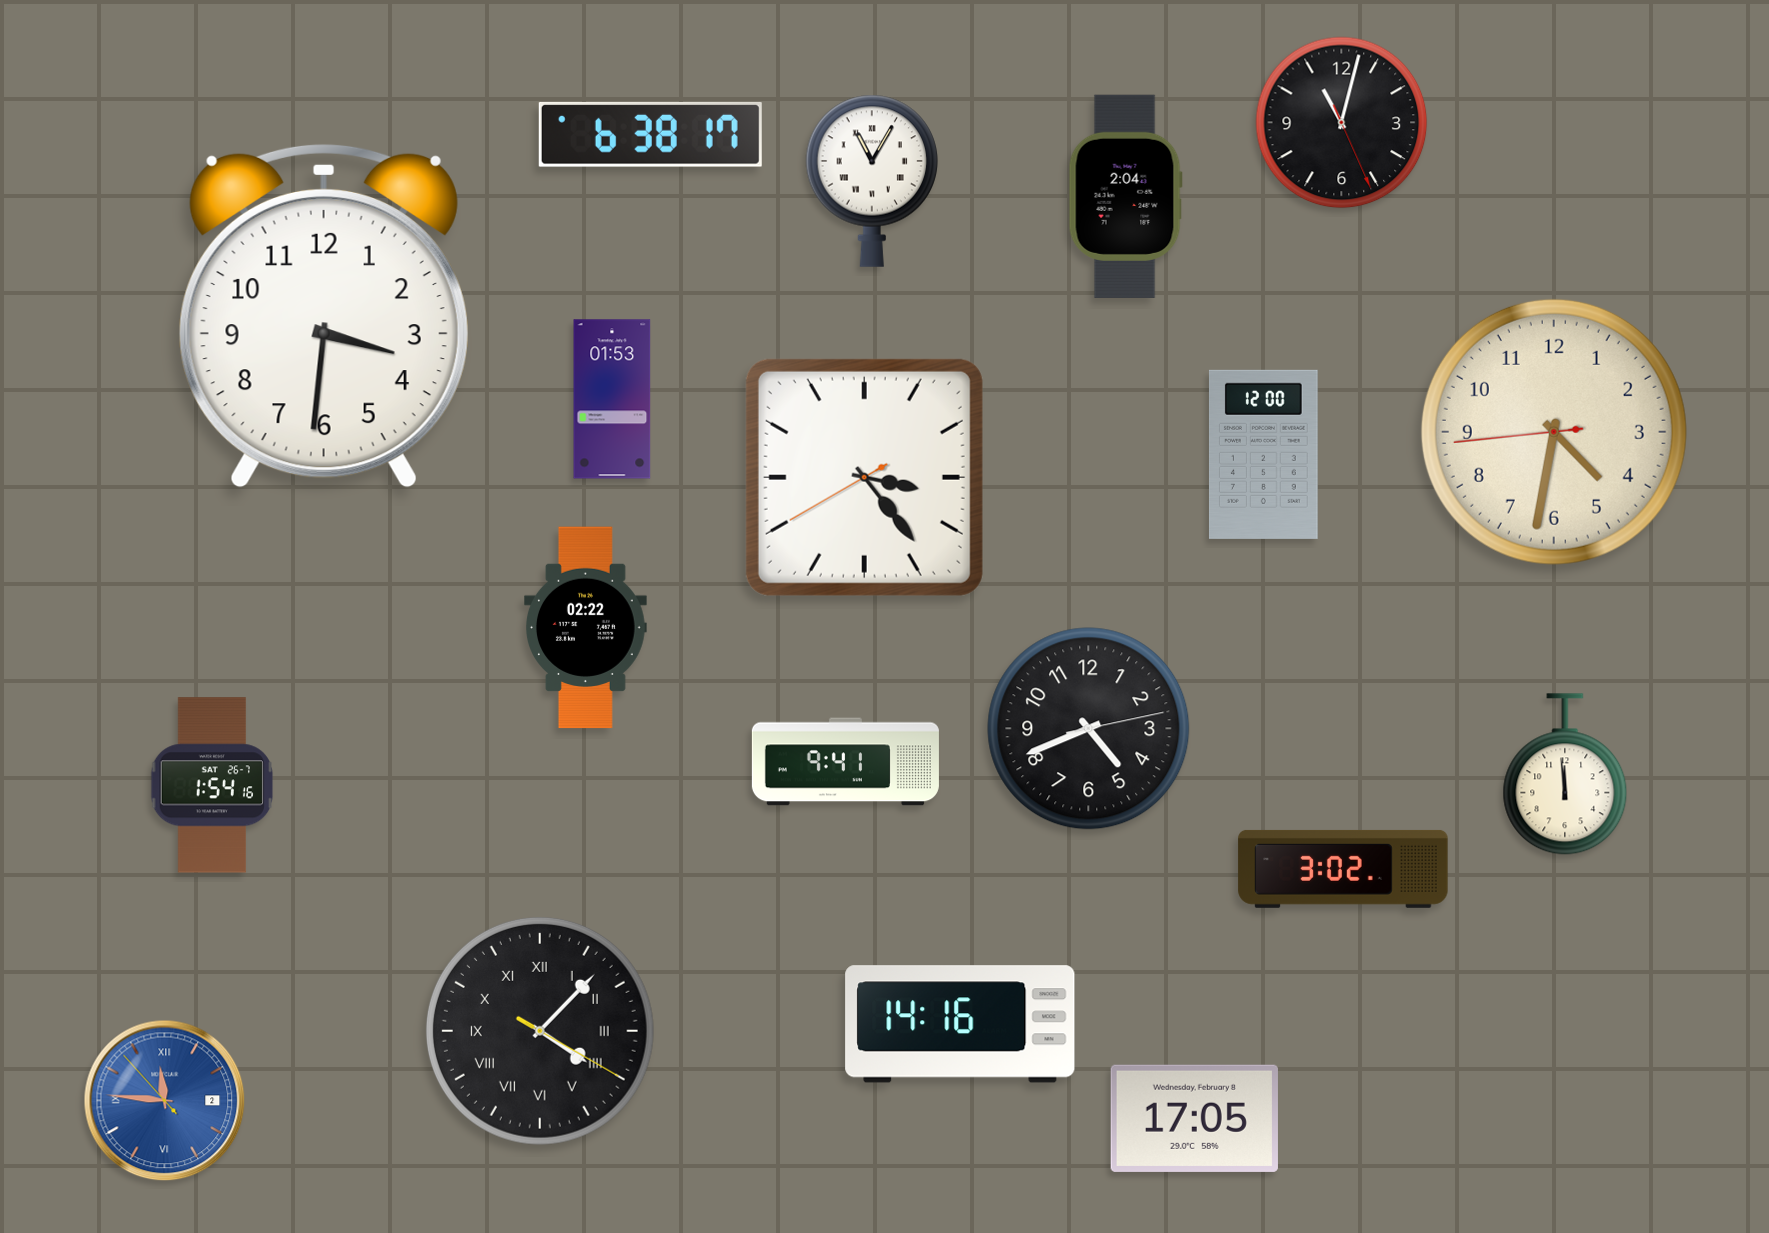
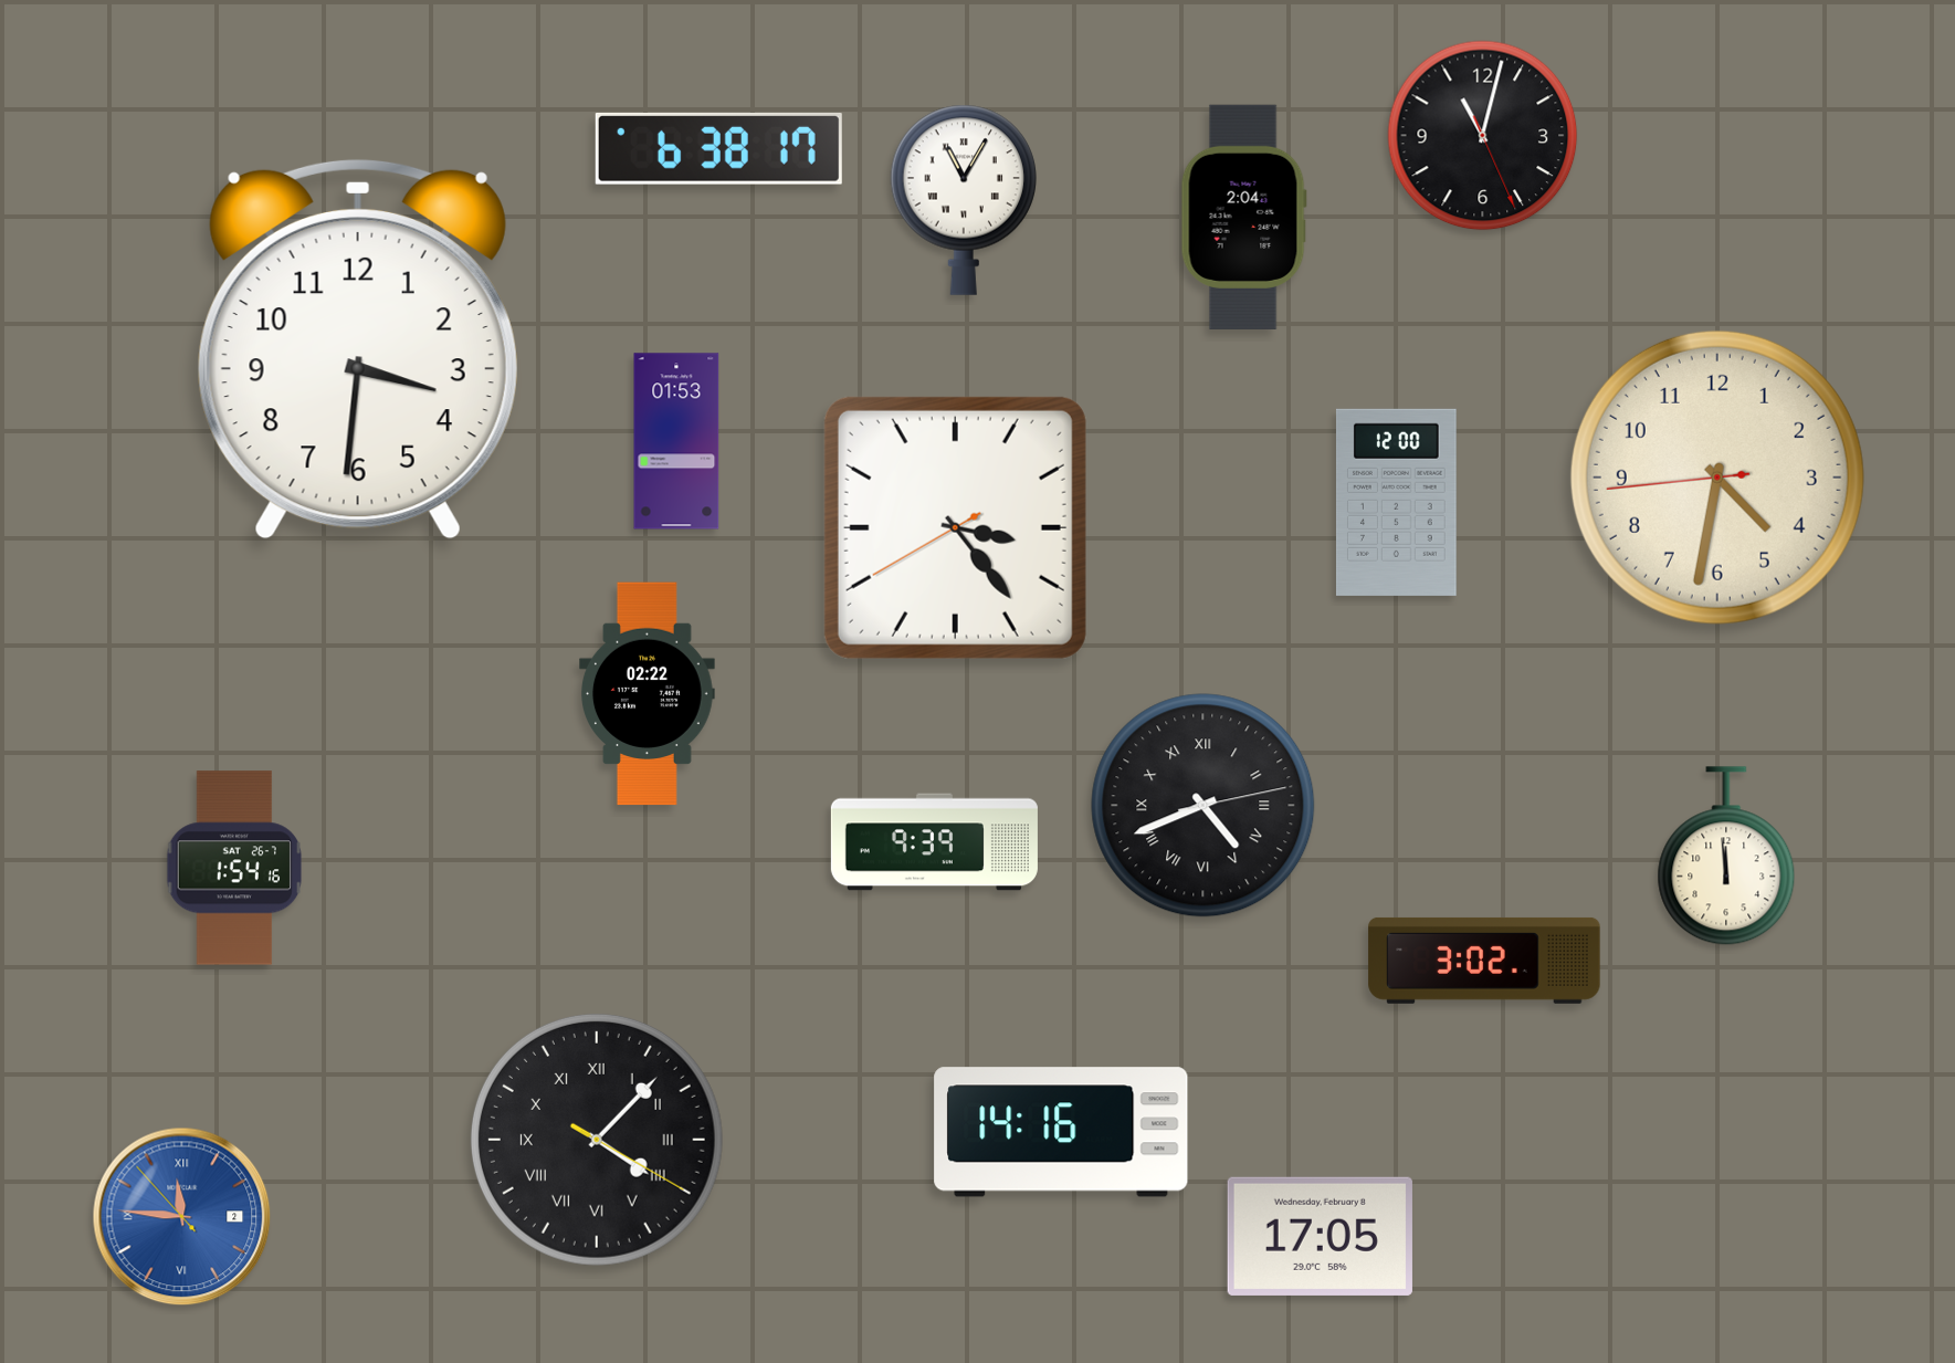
clock at (1089, 729) numerals: Arabic -> Roman
clock at (845, 762): 9:41 -> 9:39
clock at (1565, 774) position: (1565, 774) -> (1726, 856)
